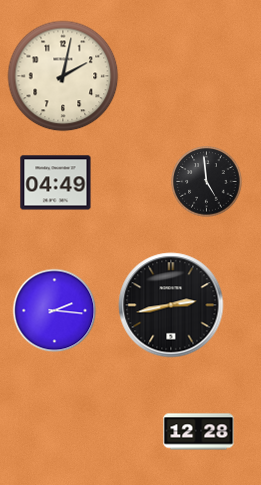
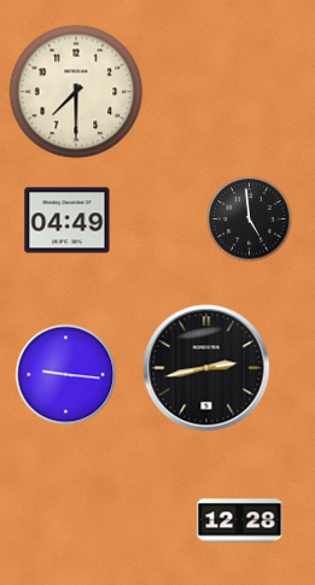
clock at (63, 76): 2:02 -> 7:30
clock at (55, 311): 2:16 -> 9:16
